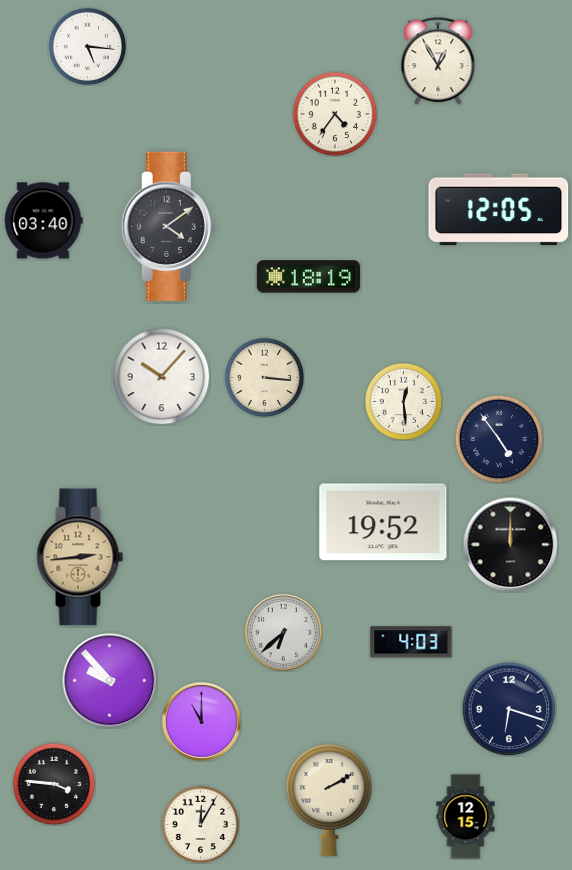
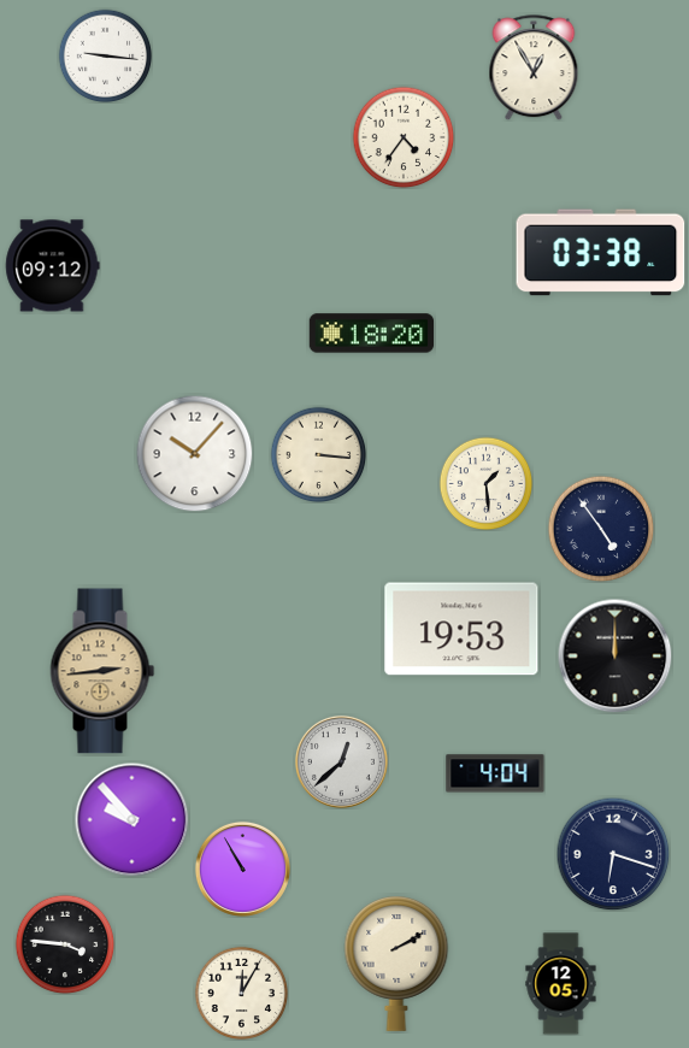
clock at (87, 46): 5:16 -> 9:16
clock at (438, 61) position: (438, 61) -> (534, 67)
clock at (499, 210): 12:05 -> 03:38
clock at (44, 221): 03:40 -> 09:12
clock at (168, 226): 4:09 -> none
clock at (309, 277): 18:19 -> 18:20
clock at (403, 401): 12:29 -> 1:29
clock at (383, 522): 19:52 -> 19:53
clock at (80, 557) position: (80, 557) -> (102, 671)
clock at (283, 632): 6:38 -> 12:38
clock at (411, 642): 4:03 -> 4:04
clock at (201, 721): 11:00 -> 10:55
clock at (466, 817): 12:15 -> 12:05
